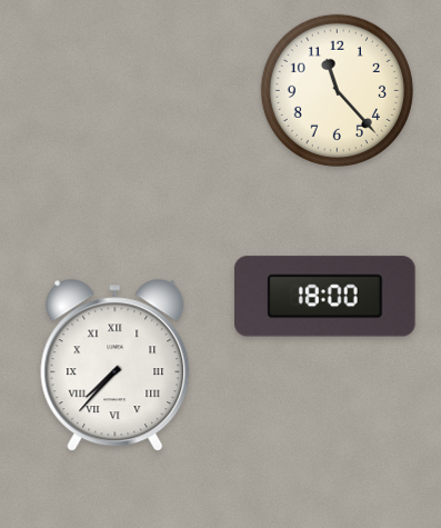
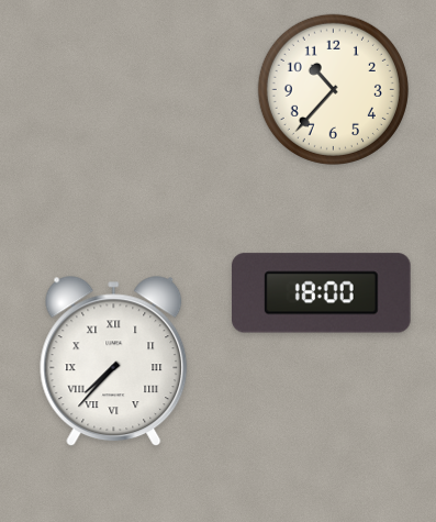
clock at (337, 90): 11:23 -> 10:37
